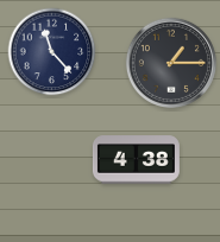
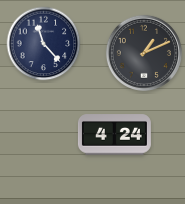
clock at (171, 63): 1:15 -> 1:11
clock at (136, 160): 4:38 -> 4:24
